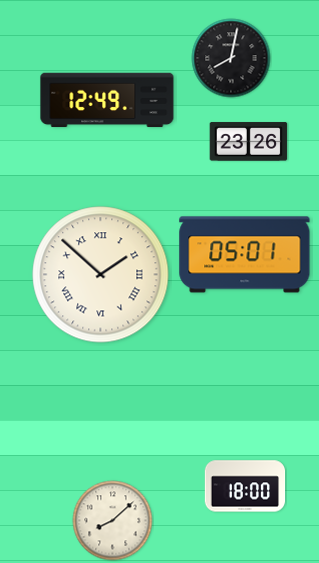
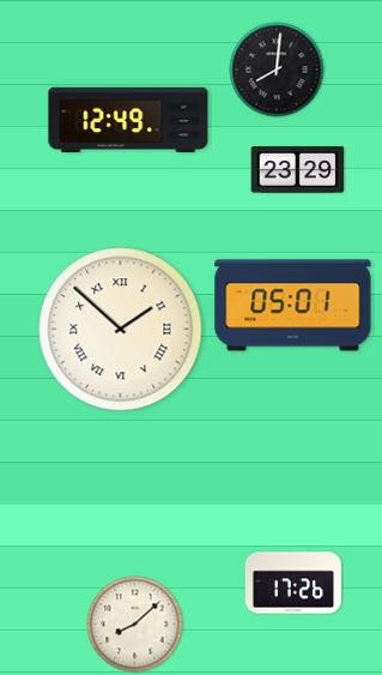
clock at (231, 58): 8:02 -> 8:01
clock at (249, 142): 23:26 -> 23:29
clock at (245, 486): 18:00 -> 17:26
